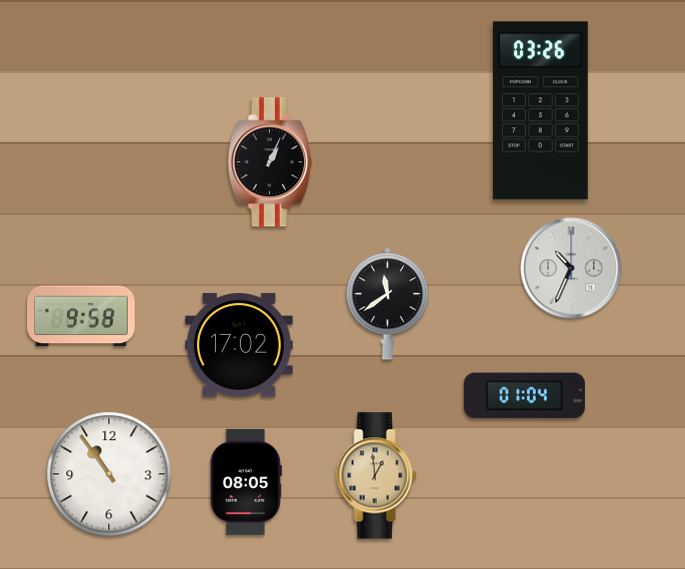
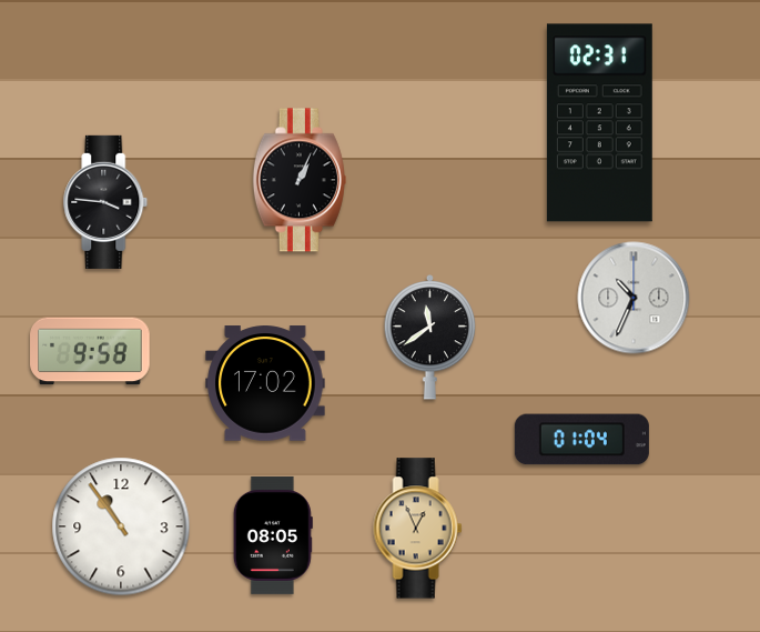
clock at (540, 111): 03:26 -> 02:31
clock at (105, 202): none -> 3:46
clock at (377, 476): 12:59 -> 12:56
